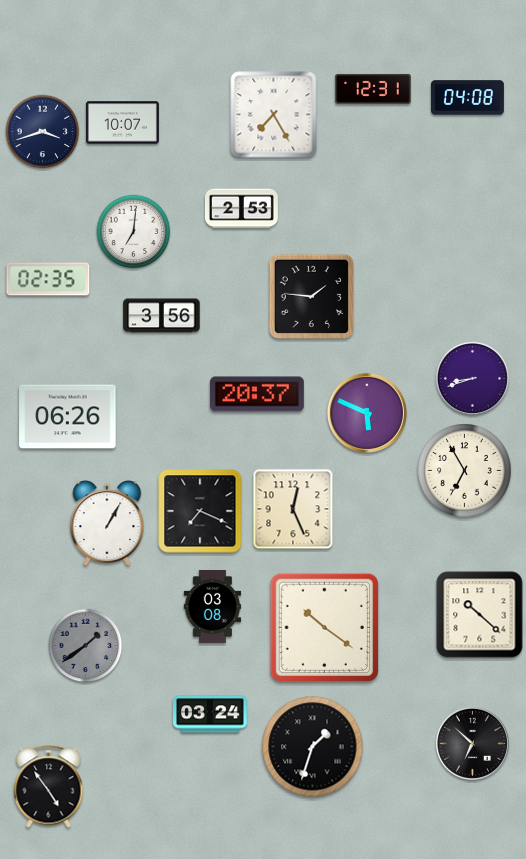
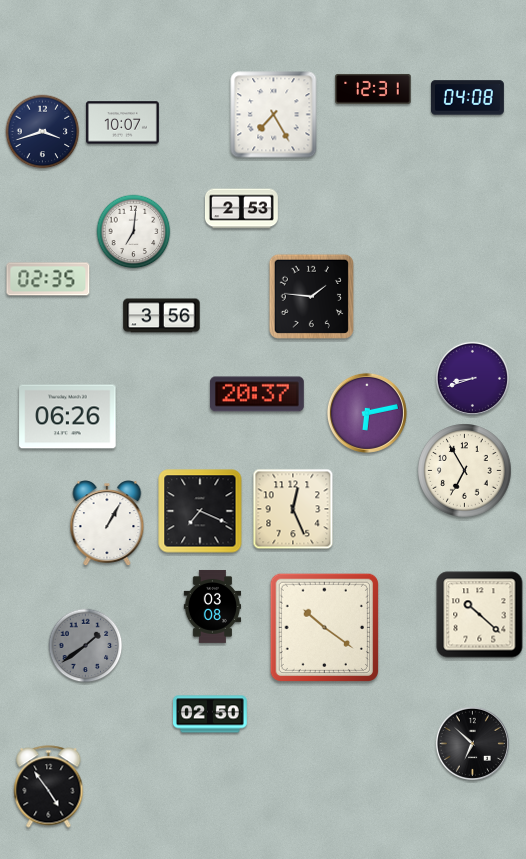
clock at (367, 413): 5:49 -> 6:13
clock at (211, 714): 03:24 -> 02:50
clock at (313, 747): 1:33 -> none
